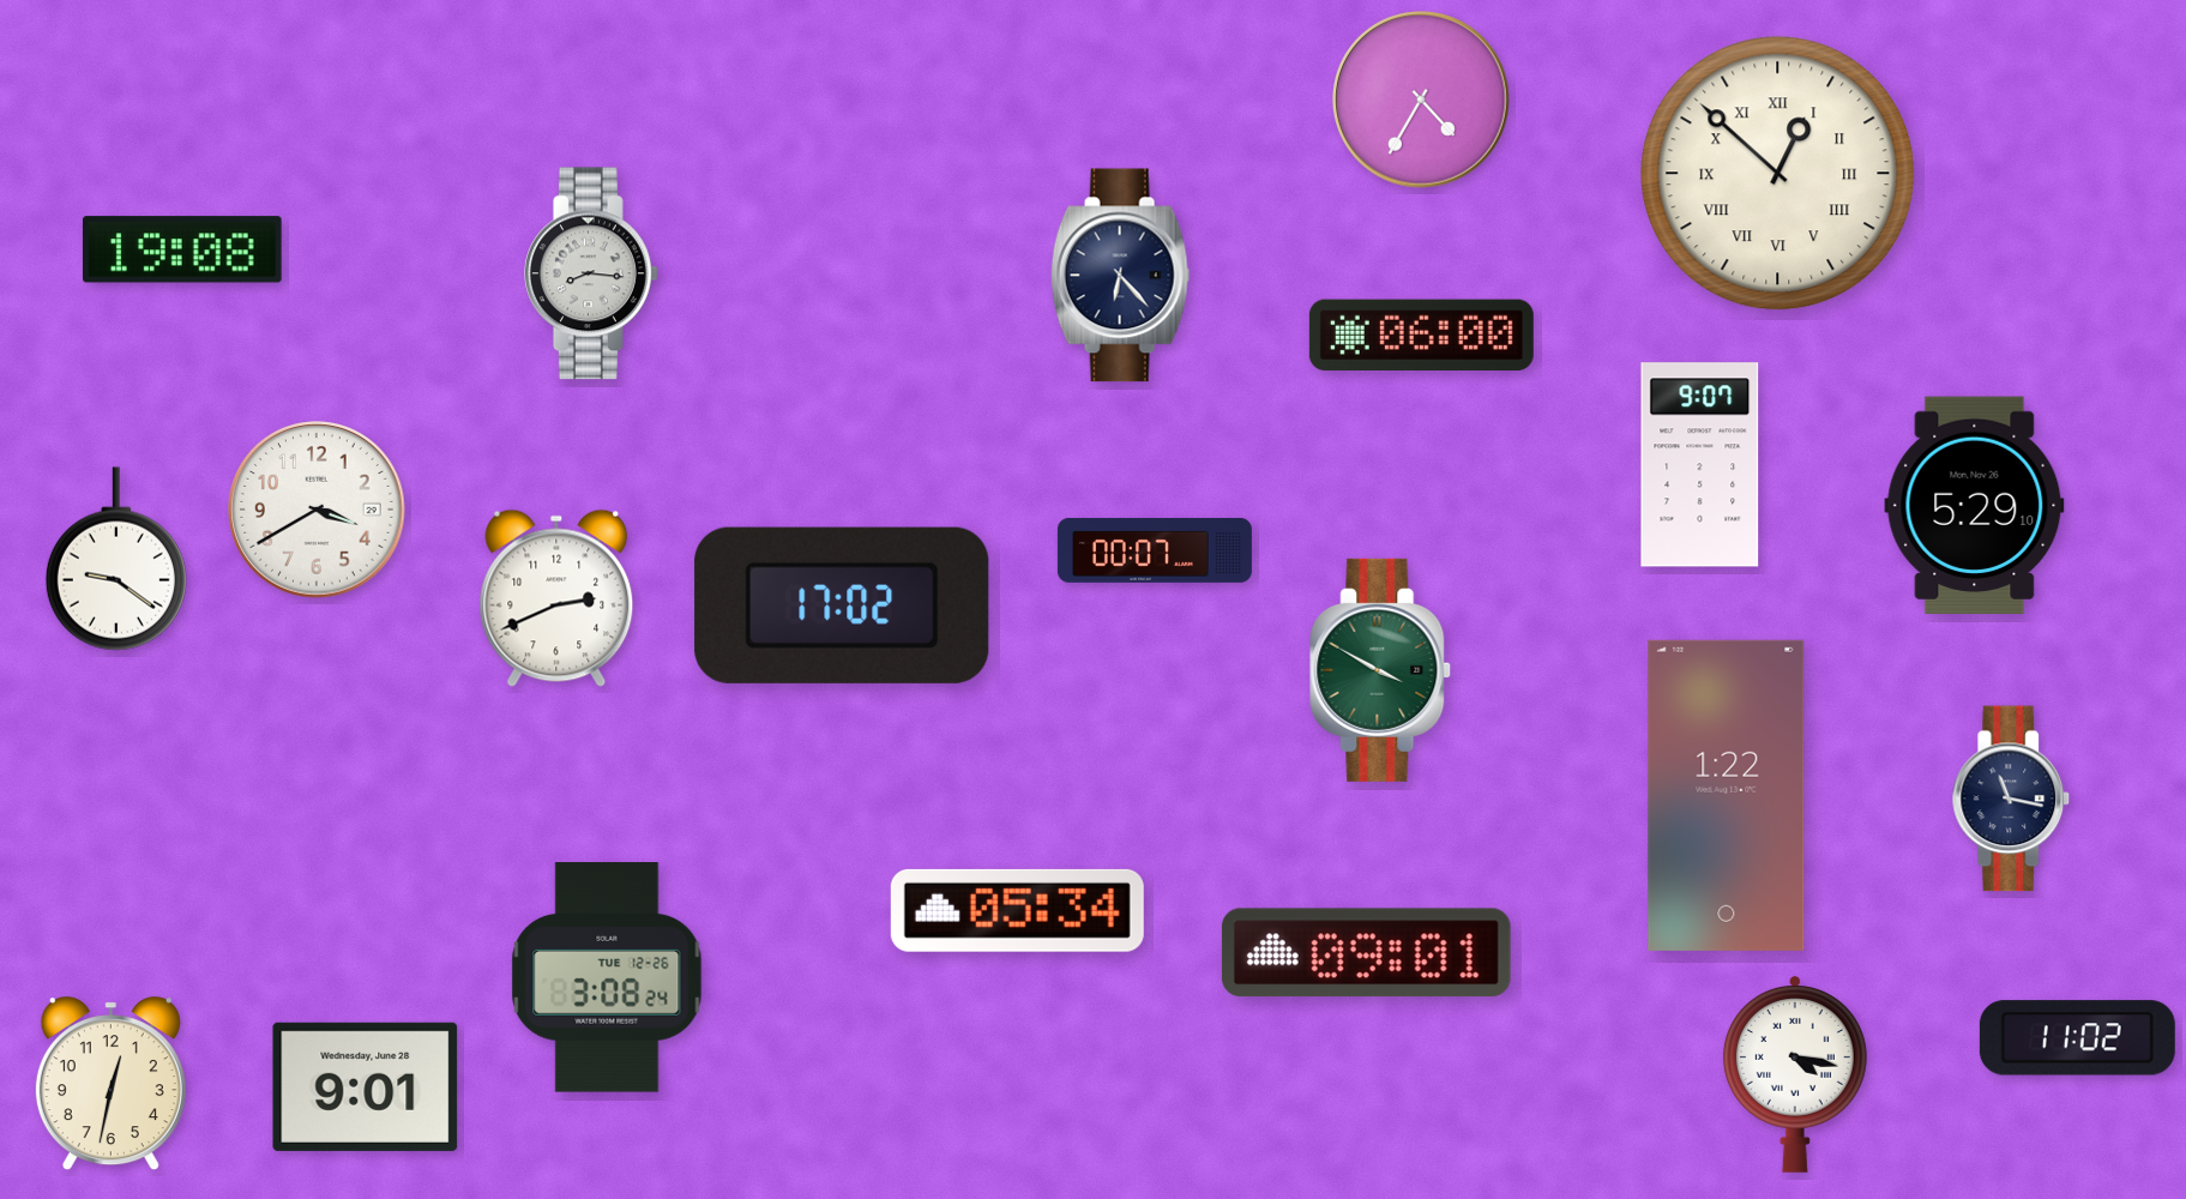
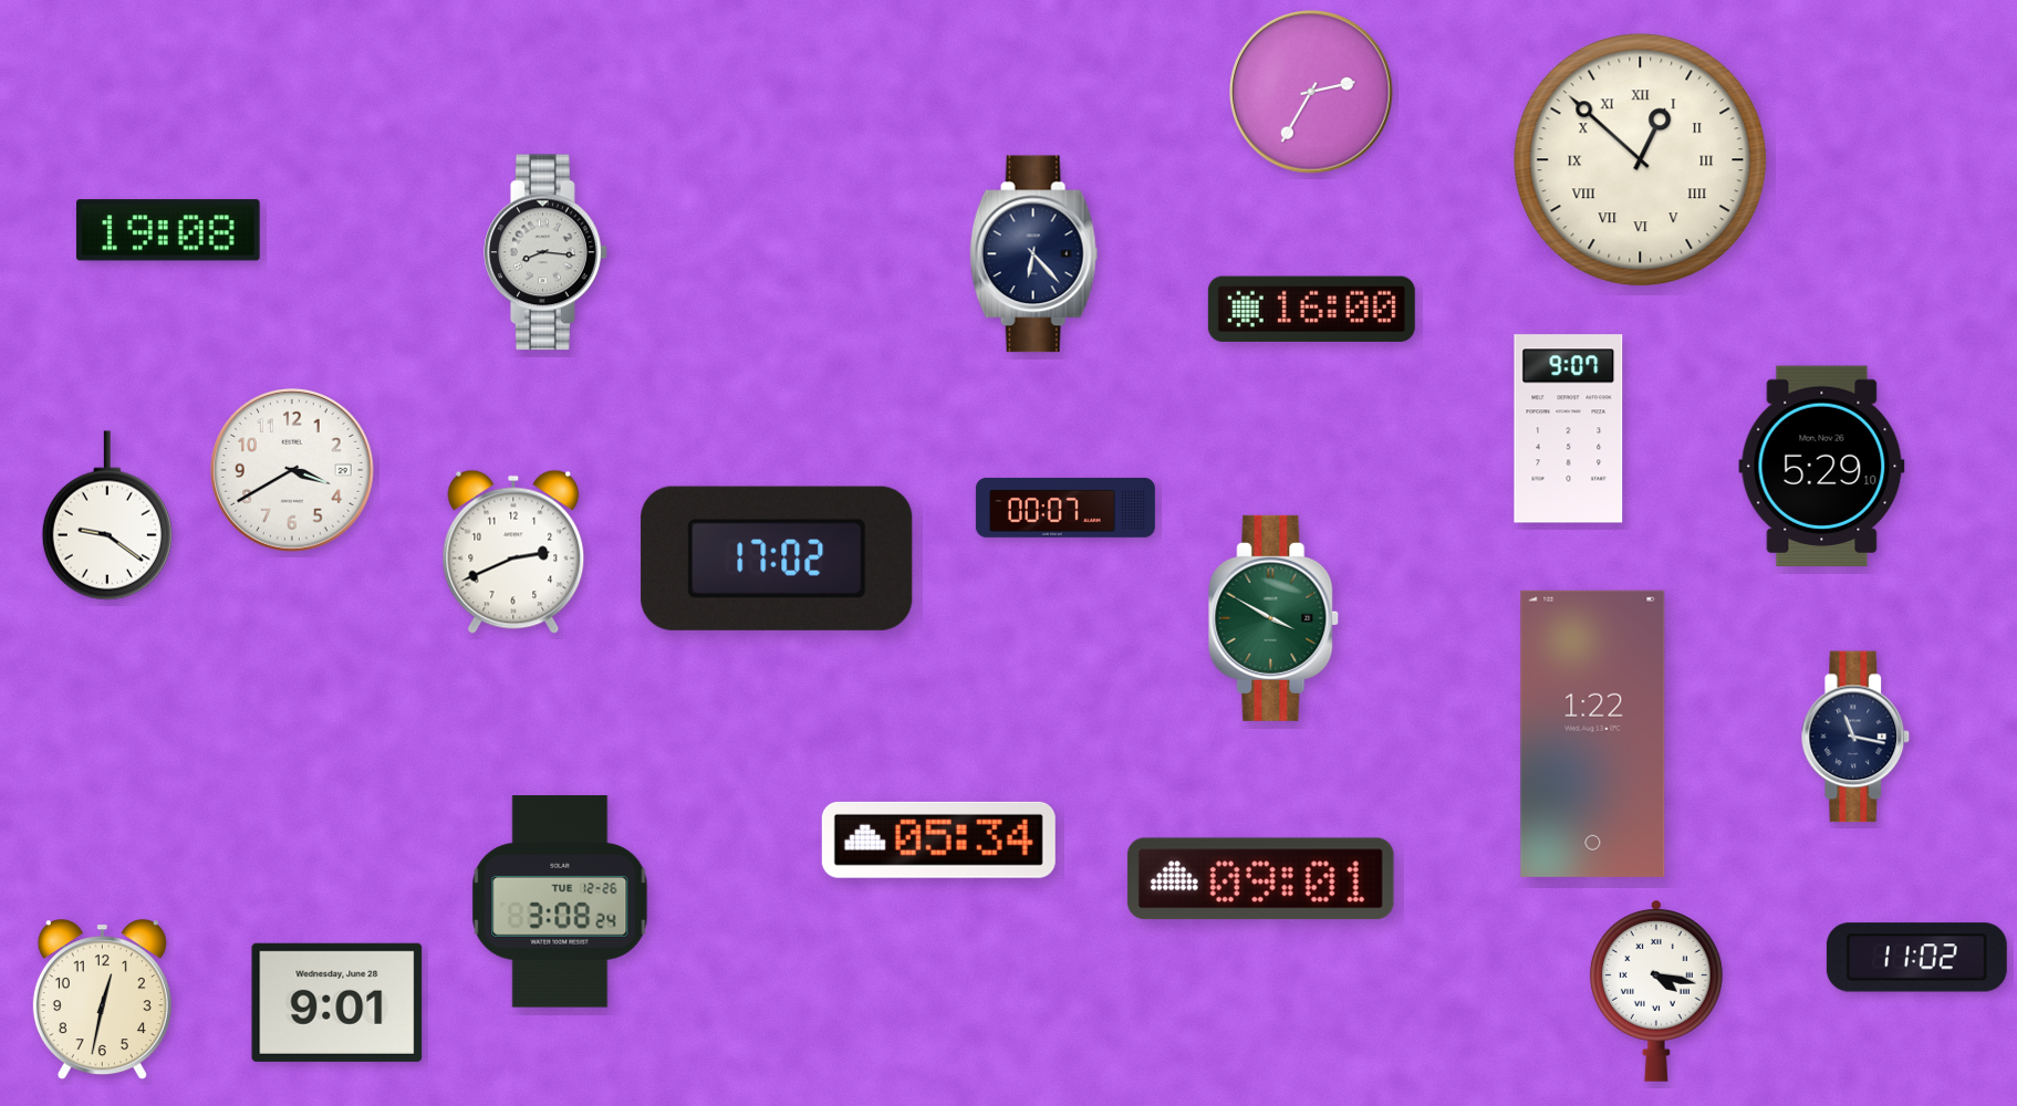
clock at (1421, 100): 4:35 -> 2:35
clock at (1421, 335): 06:00 -> 16:00
